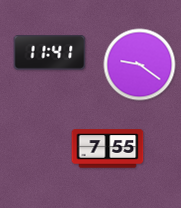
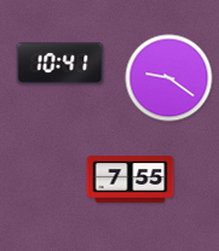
clock at (50, 53): 11:41 -> 10:41
